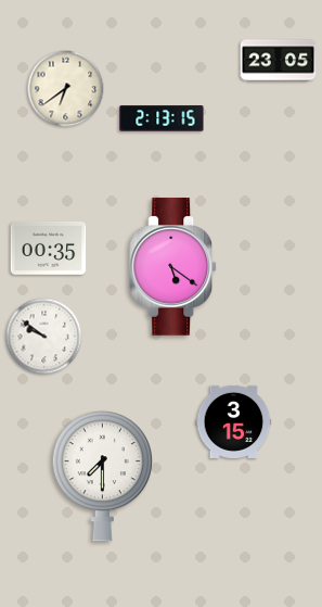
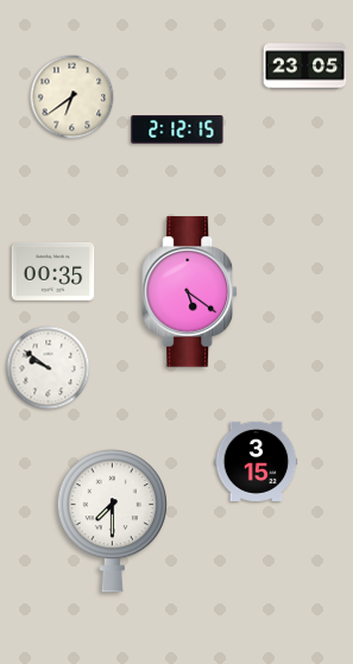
clock at (162, 118): 2:13 -> 2:12
